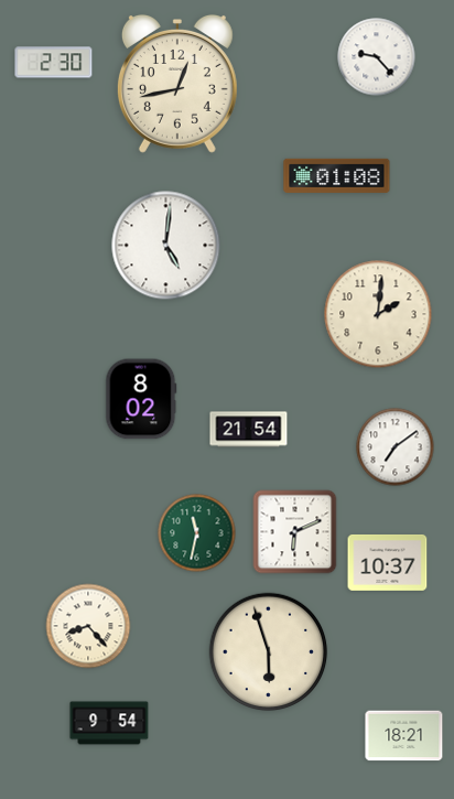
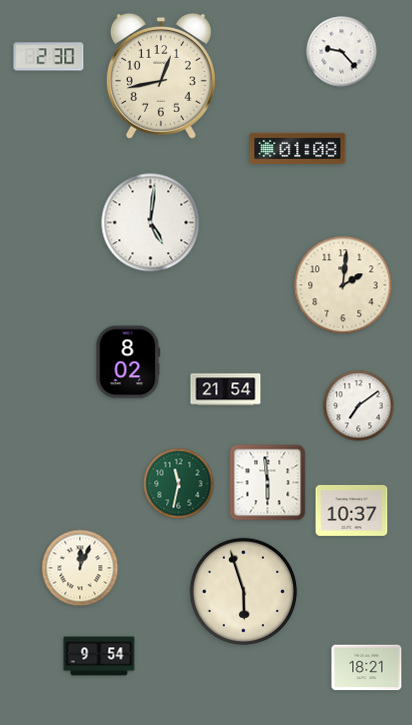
clock at (337, 175) position: (337, 175) -> (298, 148)
clock at (295, 532): 6:11 -> 5:59
clock at (88, 626): 8:23 -> 12:04
